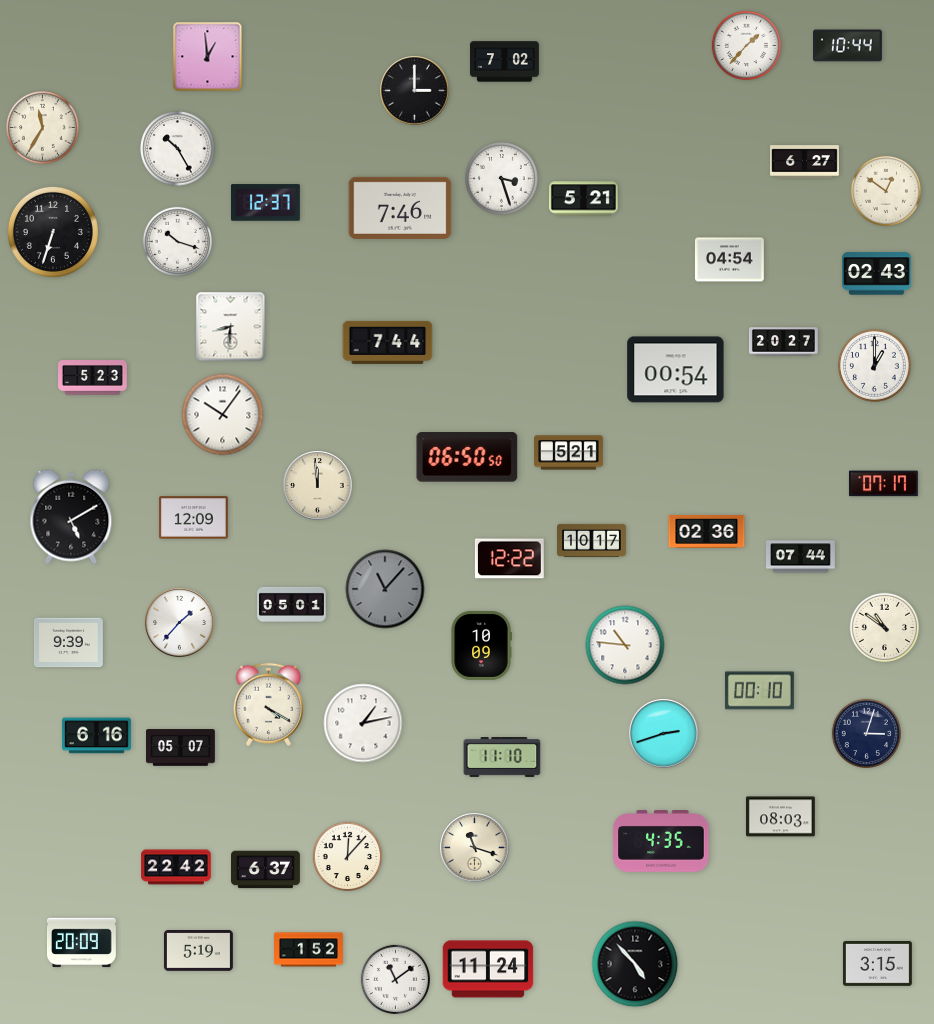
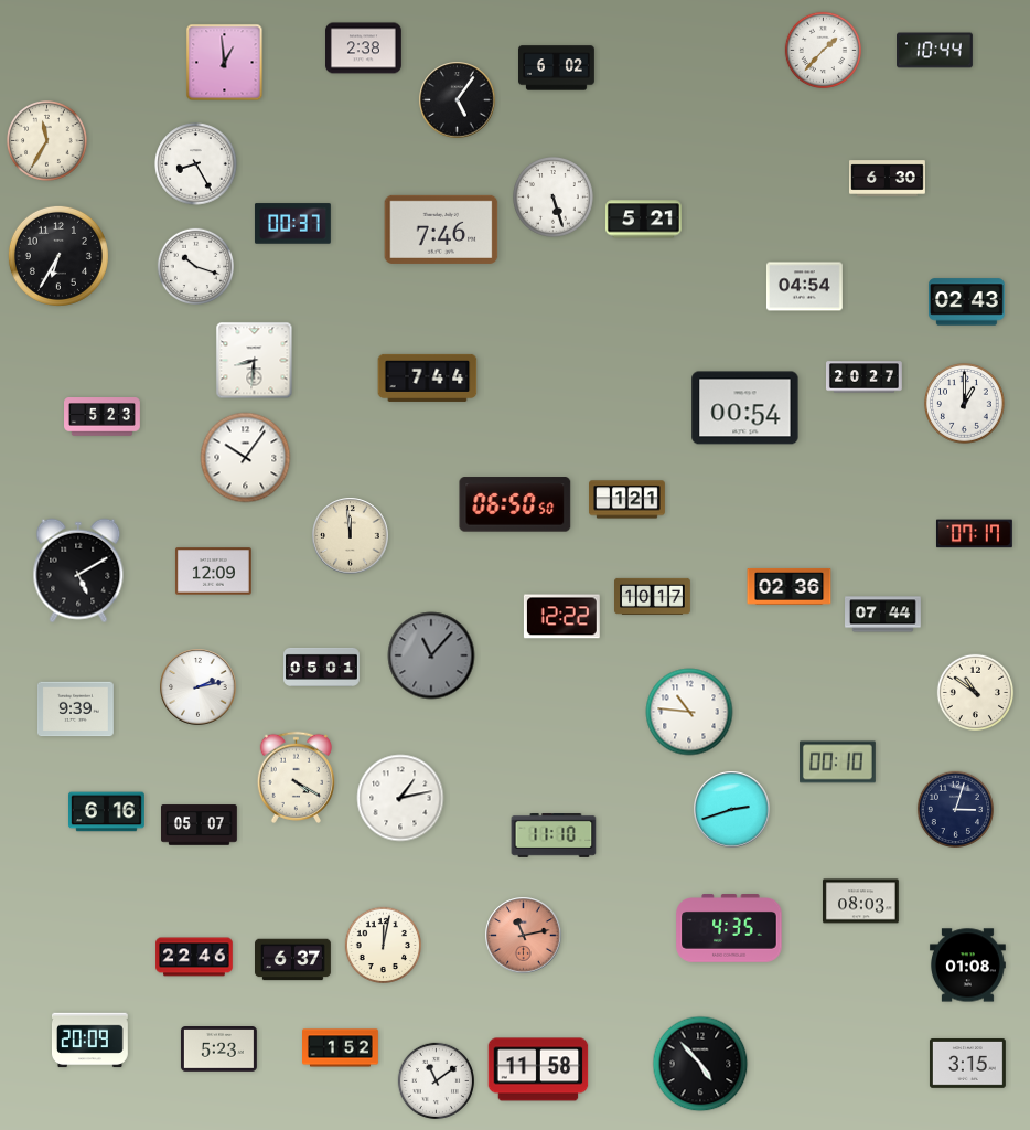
clock at (364, 49): none -> 2:38
clock at (208, 57) position: (208, 57) -> (225, 63)
clock at (505, 62): 7:02 -> 6:02
clock at (415, 91): 3:00 -> 5:06
clock at (178, 149): 10:25 -> 8:25
clock at (805, 162): 6:27 -> 6:30
clock at (502, 179): 3:27 -> 5:27
clock at (886, 191): 12:51 -> none
clock at (265, 203): 12:37 -> 00:37
clock at (53, 232): 6:33 -> 6:35
clock at (569, 453): 5:21 -> 1:21
clock at (707, 531) position: (707, 531) -> (790, 586)
clock at (385, 589) position: (385, 589) -> (431, 655)
clock at (180, 623): 1:37 -> 2:13
clock at (481, 645): 10:09 -> none
clock at (475, 848): 11:18 -> 11:13
clock at (475, 848) dial: cream -> salmon
clock at (347, 856): 12:07 -> 12:02
clock at (176, 867): 22:42 -> 22:46
clock at (967, 966): none -> 01:08
clock at (199, 951): 5:19 -> 5:23
clock at (488, 969): 11:24 -> 11:58
